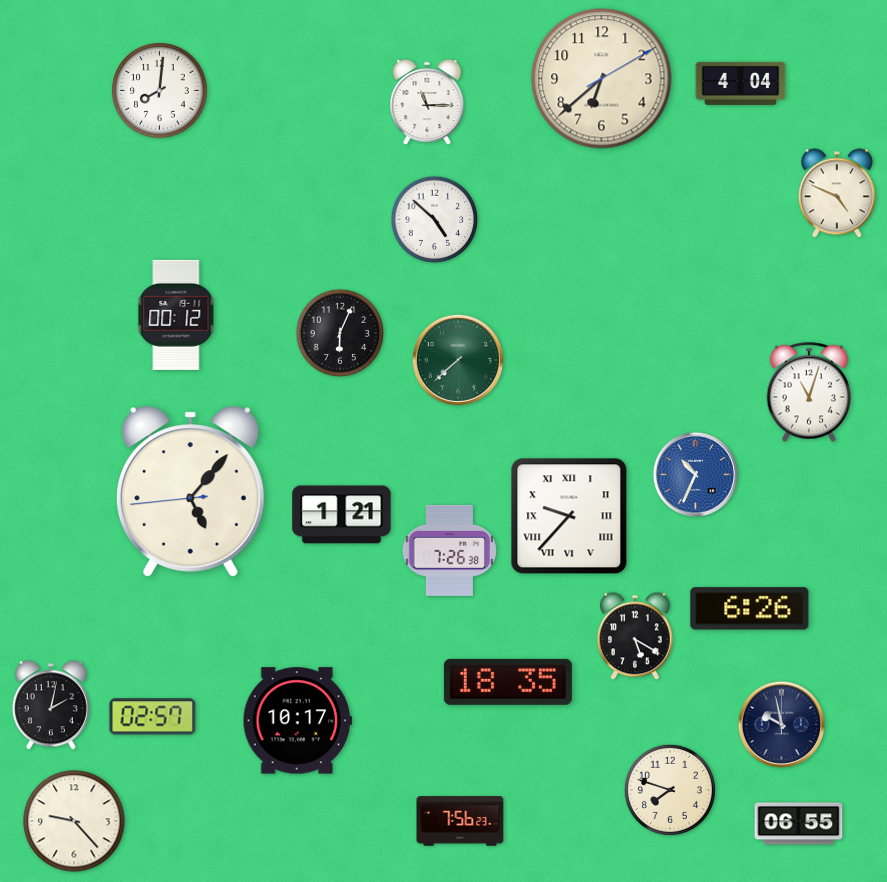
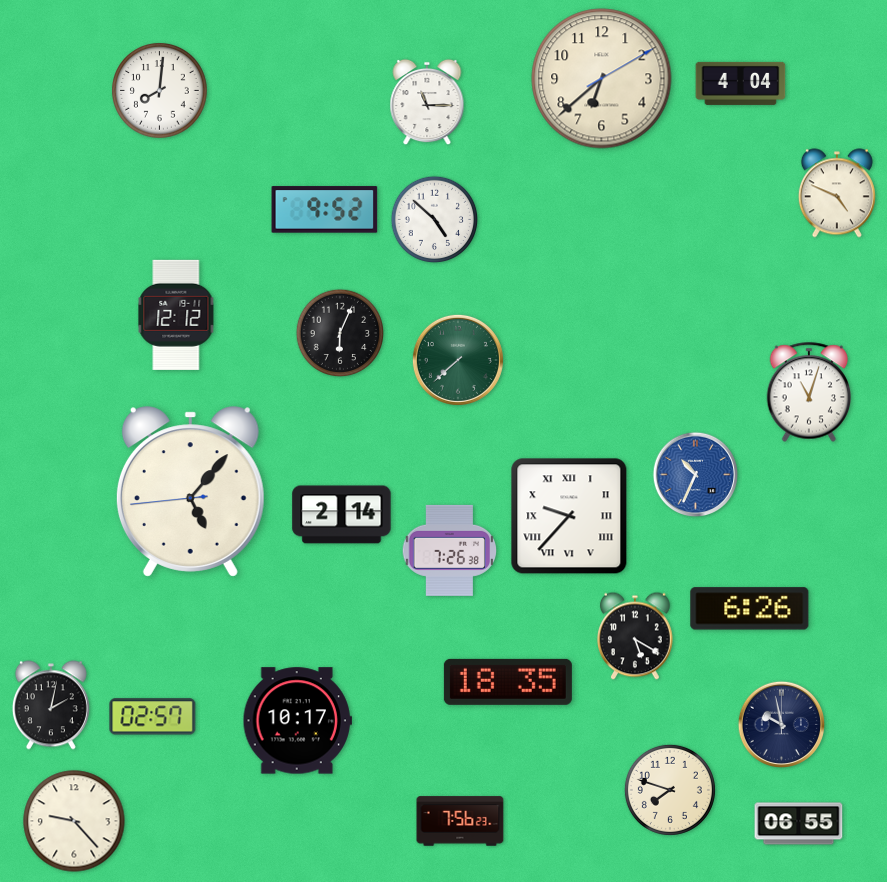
clock at (325, 210): none -> 9:52
clock at (176, 315): 00:12 -> 12:12
clock at (342, 515): 1:21 -> 2:14
